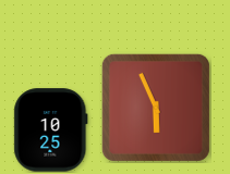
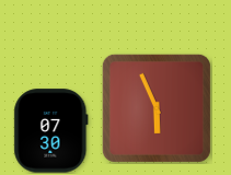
clock at (51, 130): 10:25 -> 07:30
